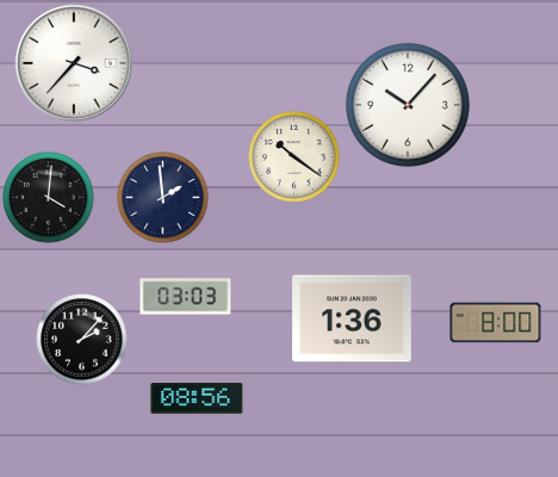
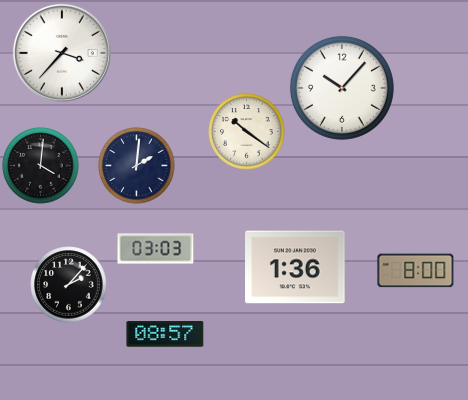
clock at (163, 198): 1:59 -> 2:01
clock at (197, 398): 08:56 -> 08:57
